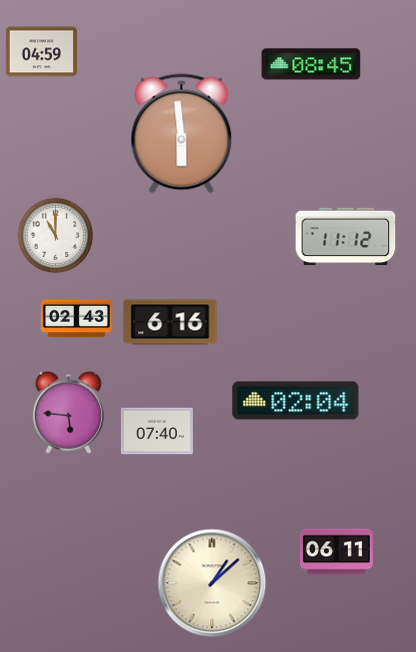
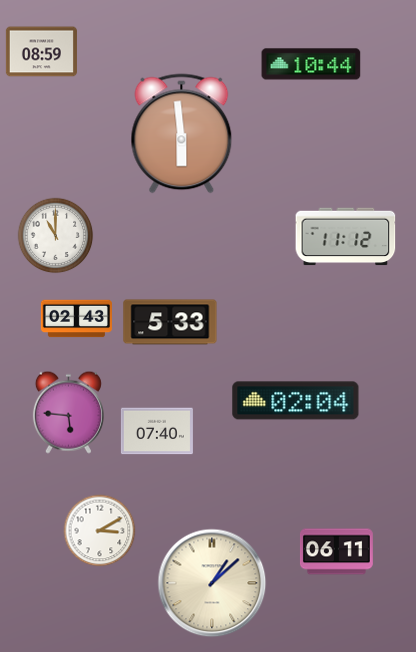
clock at (41, 52): 04:59 -> 08:59
clock at (311, 64): 08:45 -> 10:44
clock at (170, 322): 6:16 -> 5:33
clock at (100, 531): none -> 3:10
